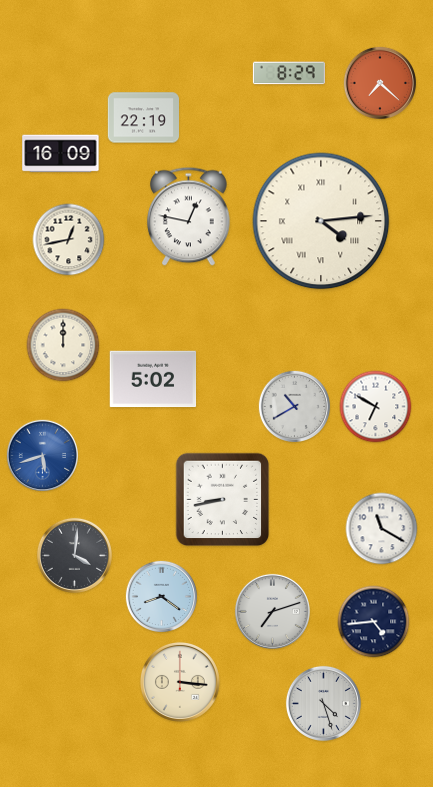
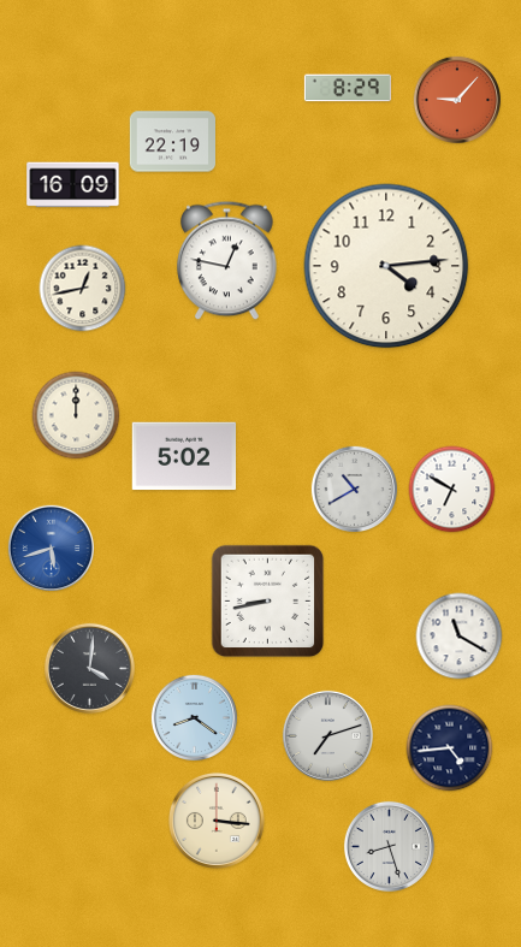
clock at (379, 82): 7:22 -> 9:07
clock at (321, 221) numerals: Roman -> Arabic
clock at (323, 703): 4:27 -> 8:27
